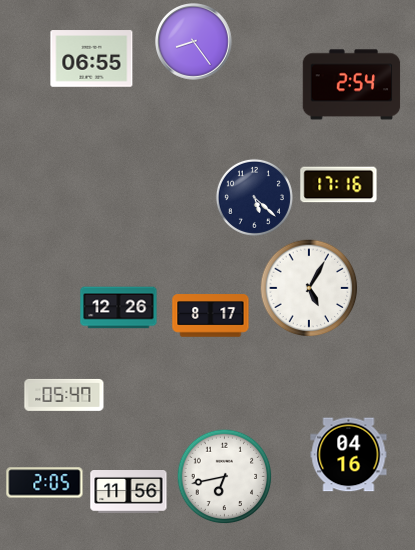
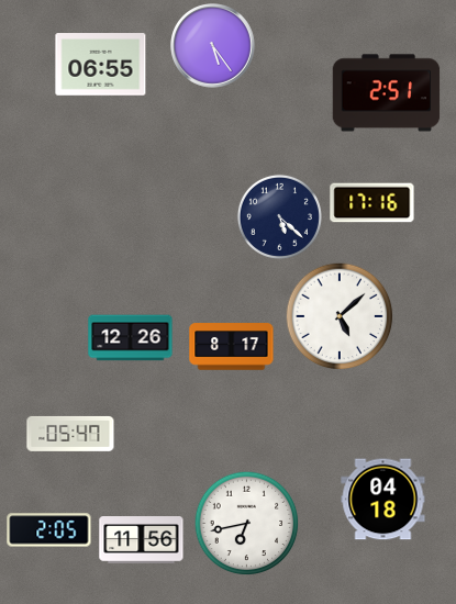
clock at (194, 42): 8:24 -> 5:24
clock at (352, 85): 2:54 -> 2:51
clock at (309, 288): 5:05 -> 5:08
clock at (349, 455): 04:16 -> 04:18
